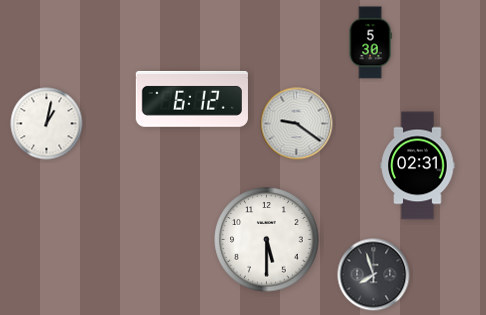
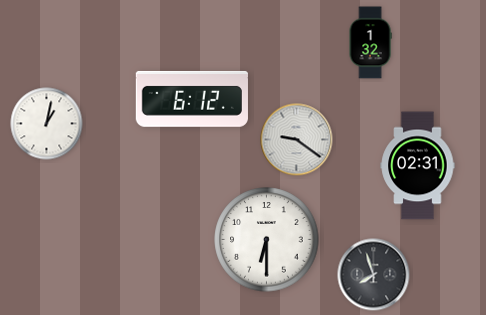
clock at (370, 43): 5:30 -> 1:32
clock at (297, 124) position: (297, 124) -> (297, 140)
clock at (267, 240): 5:30 -> 6:30
